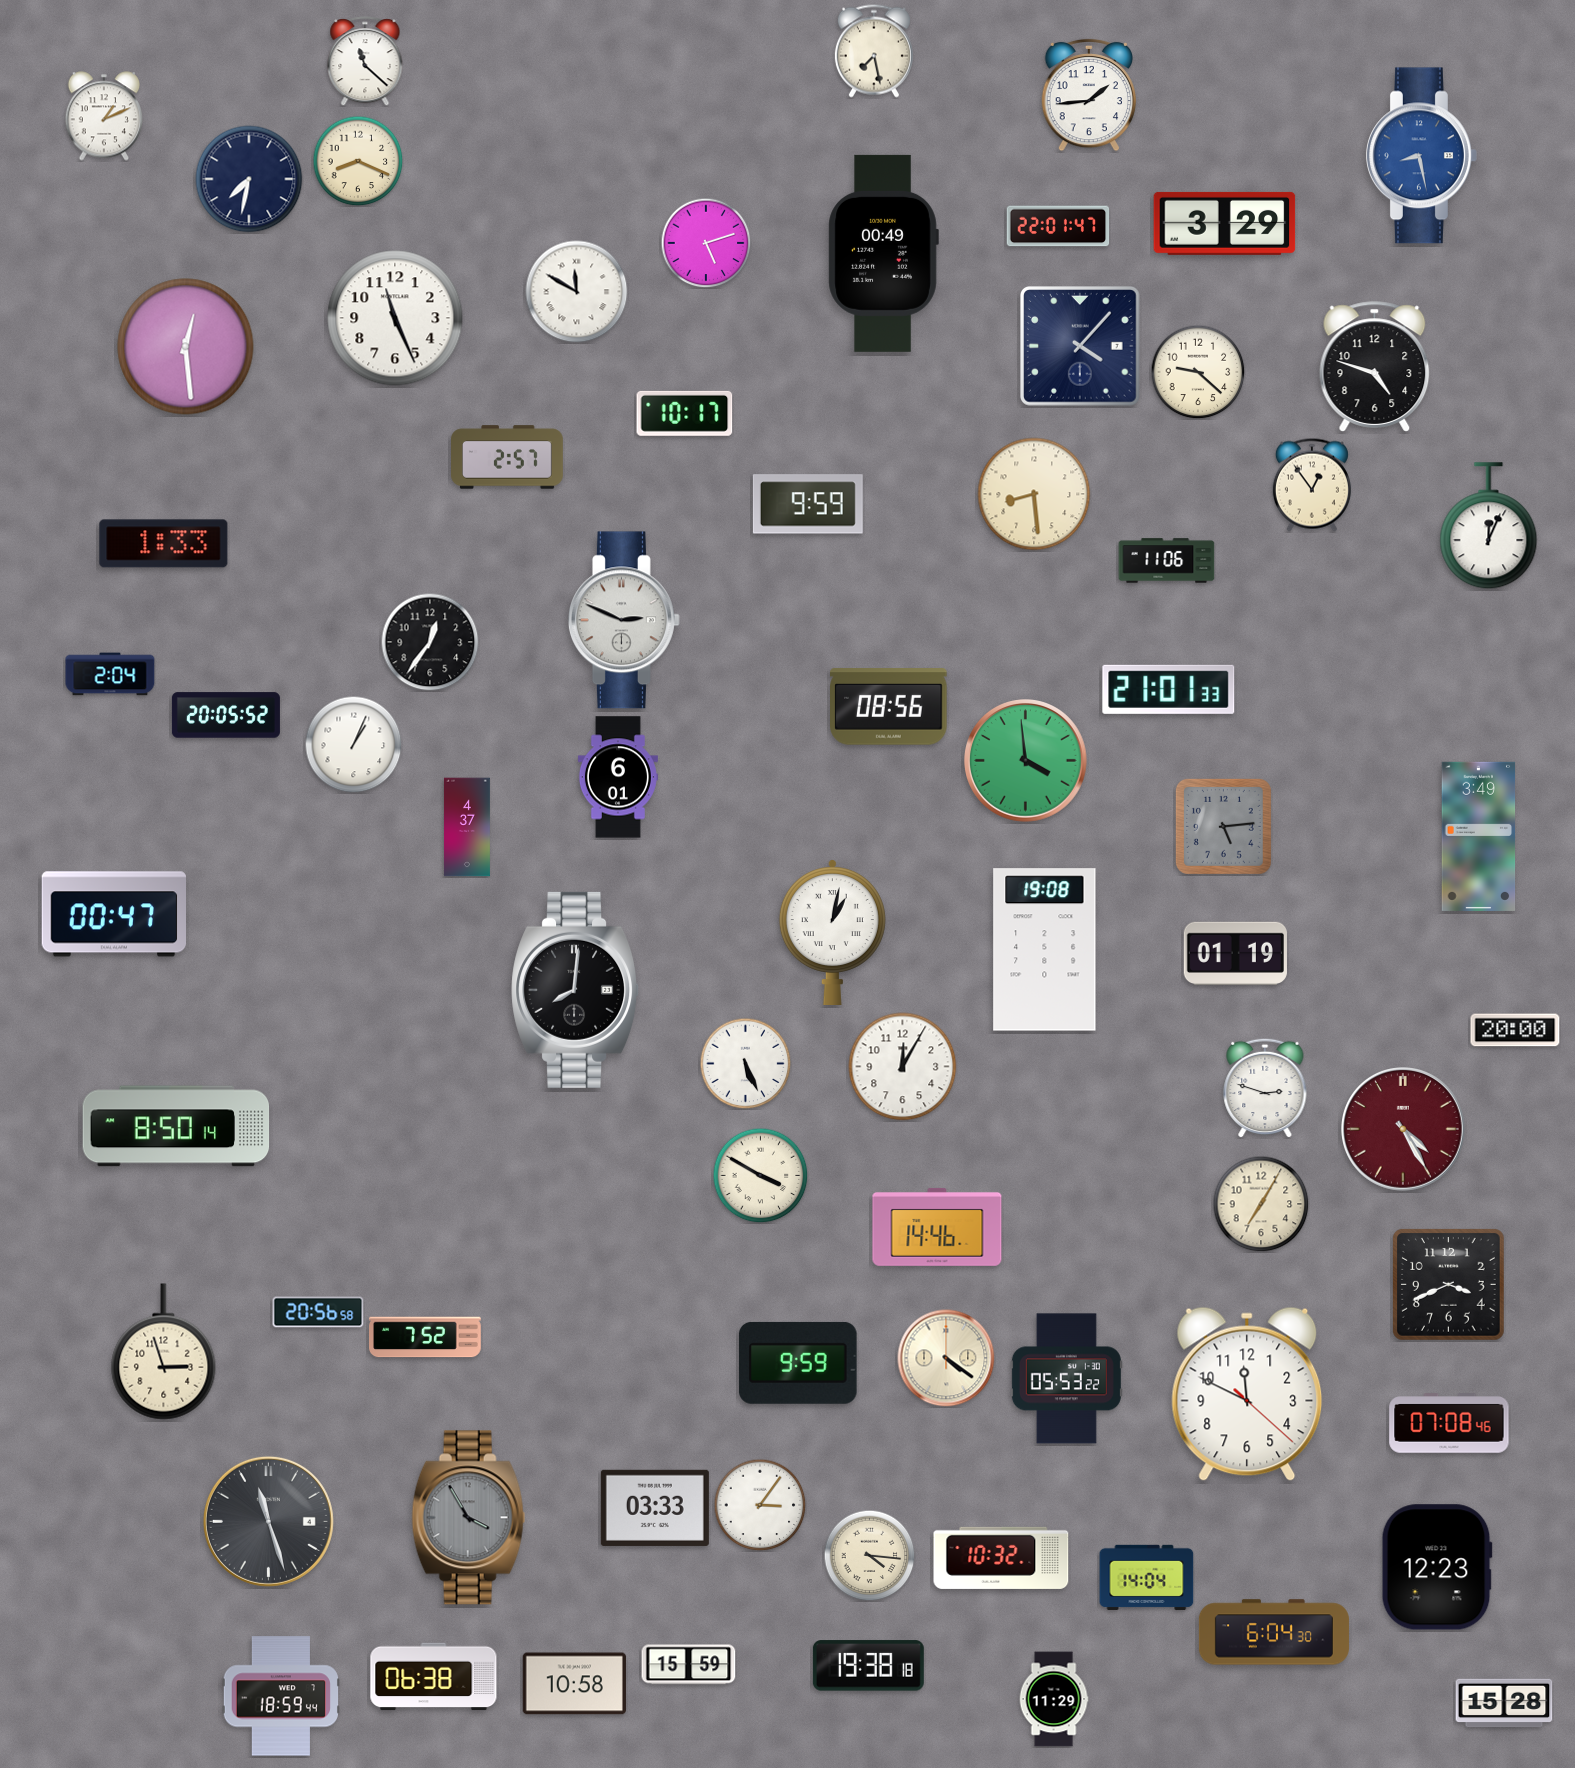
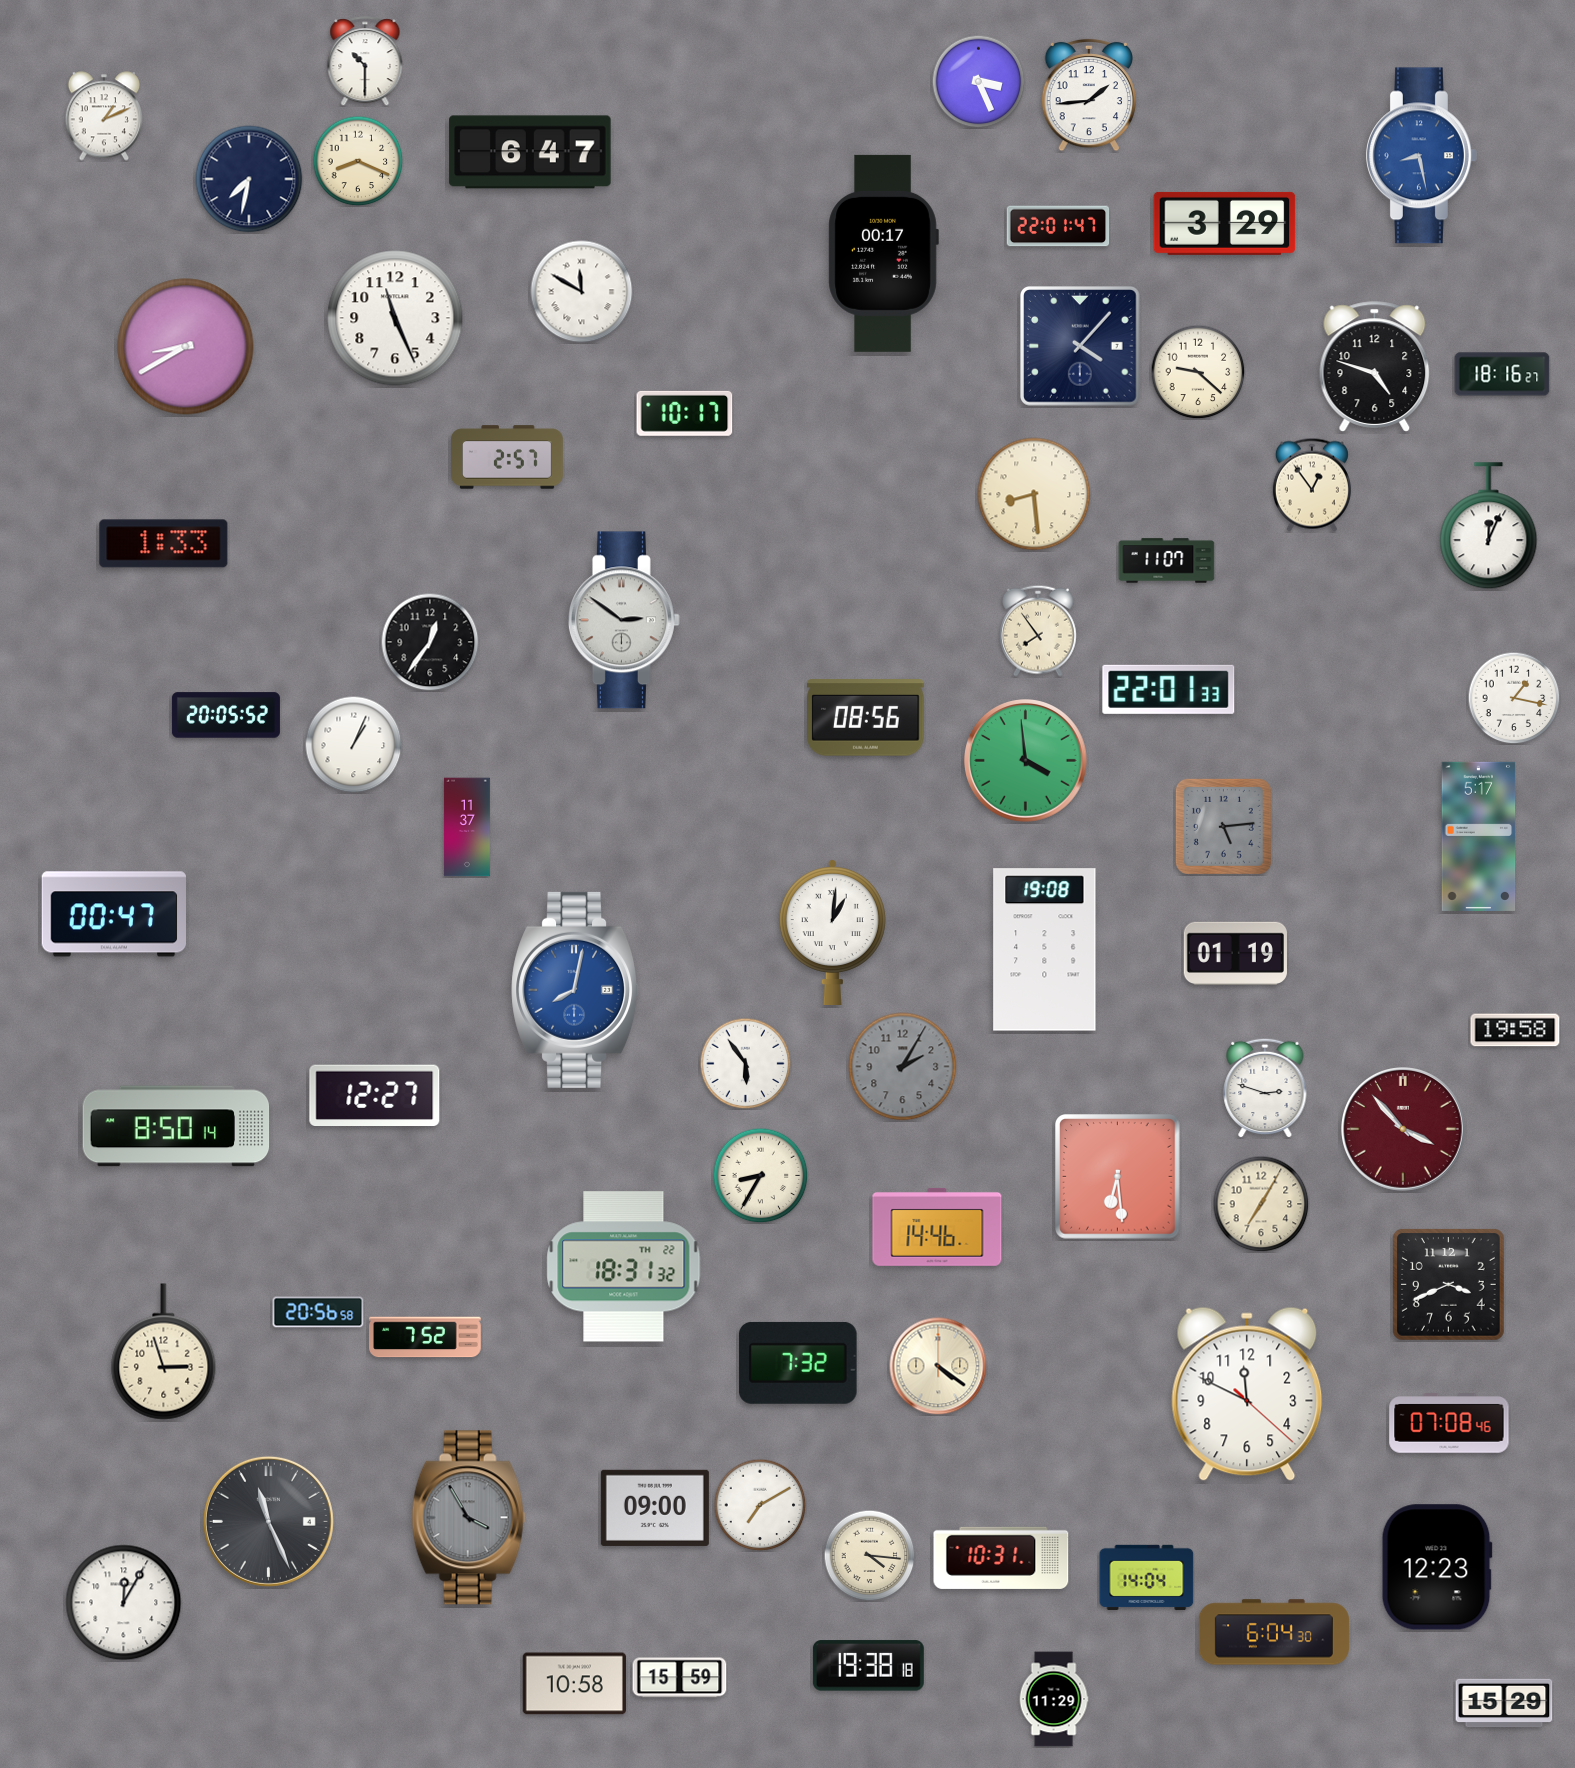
clock at (874, 51): 7:28 -> none
clock at (365, 61): 11:22 -> 10:30
clock at (978, 81): none -> 3:26
clock at (530, 152): none -> 6:47
clock at (706, 243): 5:12 -> none
clock at (883, 253): 00:49 -> 00:17
clock at (577, 292) position: (577, 292) -> (582, 292)
clock at (186, 347): 12:29 -> 8:40
clock at (1502, 374): none -> 18:16
clock at (808, 504): 9:59 -> none
clock at (1167, 561): 11:06 -> 11:07
clock at (624, 620): 2:49 -> 2:51
clock at (1039, 631): none -> 7:54
clock at (110, 674): 2:04 -> none
clock at (1169, 689): 21:01 -> 22:01
clock at (1514, 698): none -> 1:17
clock at (889, 707) position: (889, 707) -> (866, 718)
clock at (618, 777): 6:01 -> none
clock at (467, 827): 4:37 -> 11:37
clock at (1479, 836): 3:49 -> 5:17
clock at (832, 932): 1:02 -> 1:01
clock at (576, 990): 8:01 -> 8:02
clock at (576, 990) dial: black -> blue
clock at (1515, 1030): 20:00 -> 19:58
clock at (745, 1063): 5:26 -> 5:54
clock at (903, 1067): 12:05 -> 2:05
clock at (903, 1067) dial: white -> grey
clock at (375, 1096): none -> 12:27
clock at (1404, 1130): 4:25 -> 3:53
clock at (760, 1175): 3:50 -> 8:35
clock at (1118, 1177): none -> 6:29
clock at (624, 1267): none -> 18:31
clock at (946, 1358) position: (946, 1358) -> (938, 1366)
clock at (798, 1363): 9:59 -> 7:32
clock at (1066, 1379): 05:53 -> none
clock at (760, 1505): 3:06 -> 7:10
clock at (655, 1508): 03:33 -> 09:00
clock at (268, 1521): 11:27 -> 11:26
clock at (1001, 1558): 10:32 -> 10:31
clock at (124, 1603): none -> 12:05
clock at (689, 1665) position: (689, 1665) -> (680, 1678)
clock at (434, 1677): 06:38 -> none
clock at (281, 1696): 18:59 -> none
clock at (1504, 1703): 15:28 -> 15:29
